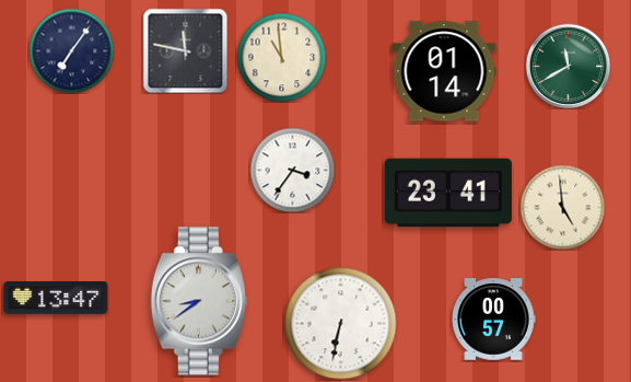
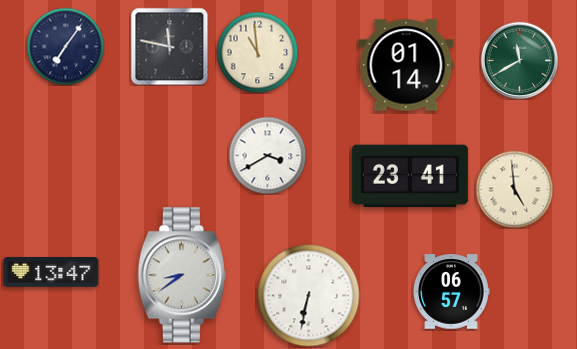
clock at (292, 170): 3:36 -> 3:40
clock at (493, 320): 00:57 -> 06:57
clock at (341, 324) position: (341, 324) -> (309, 296)
